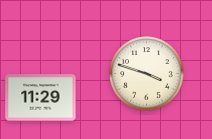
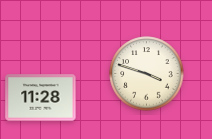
clock at (41, 98): 11:29 -> 11:28
